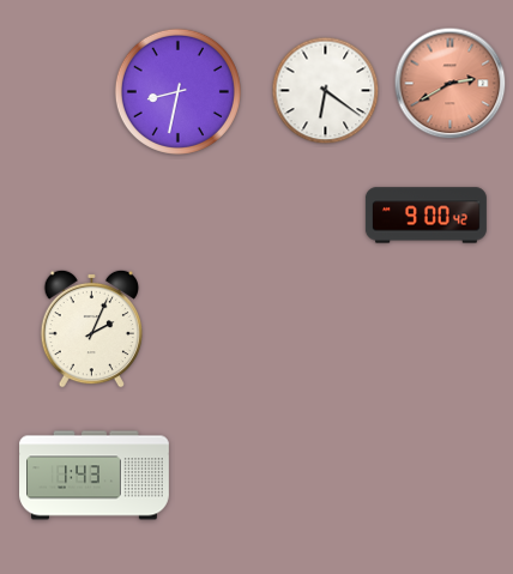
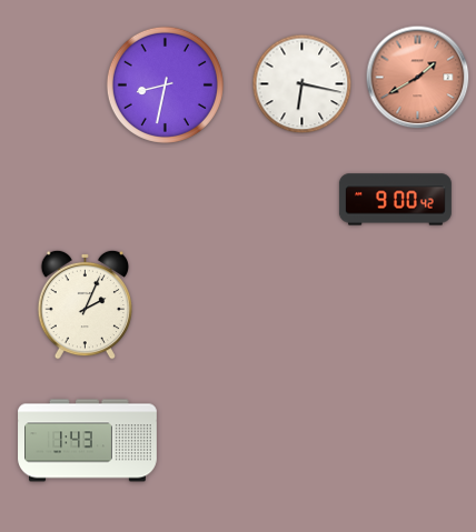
clock at (451, 84): 2:40 -> 1:40
clock at (326, 91): 6:21 -> 6:17
